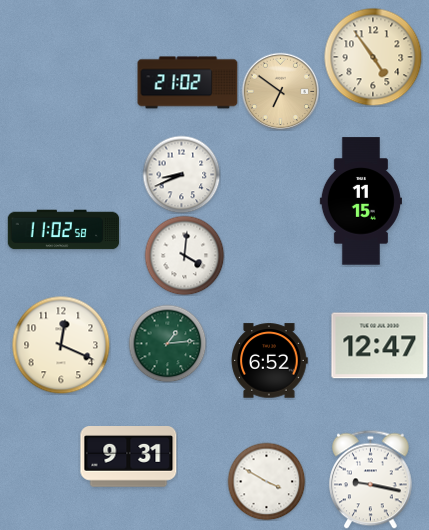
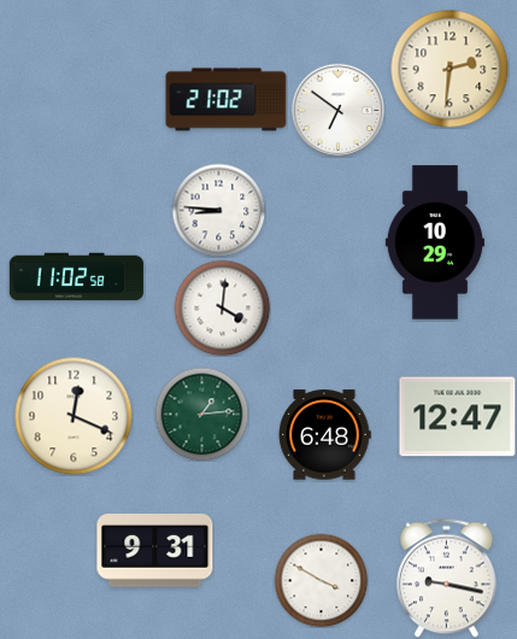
clock at (373, 57): 4:54 -> 2:31
clock at (280, 91) dial: champagne -> white
clock at (181, 174): 8:41 -> 8:46
clock at (361, 201): 11:15 -> 10:29
clock at (269, 361): 6:52 -> 6:48
